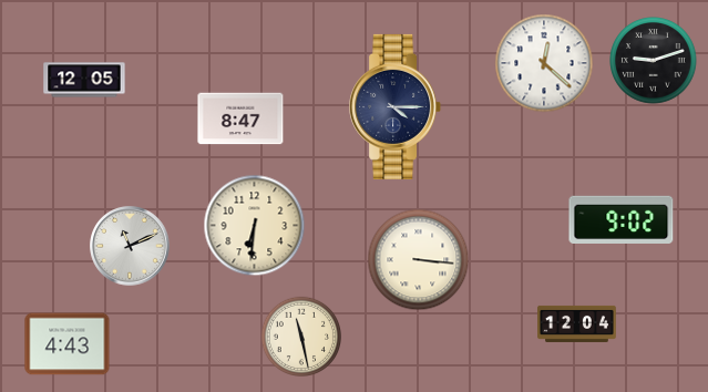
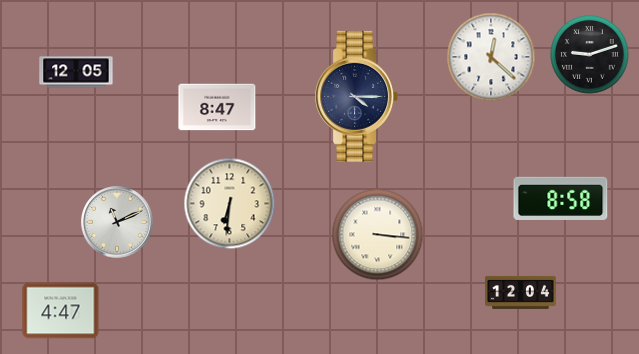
clock at (622, 219): 9:02 -> 8:58
clock at (300, 336): 11:28 -> none
clock at (68, 344): 4:43 -> 4:47
